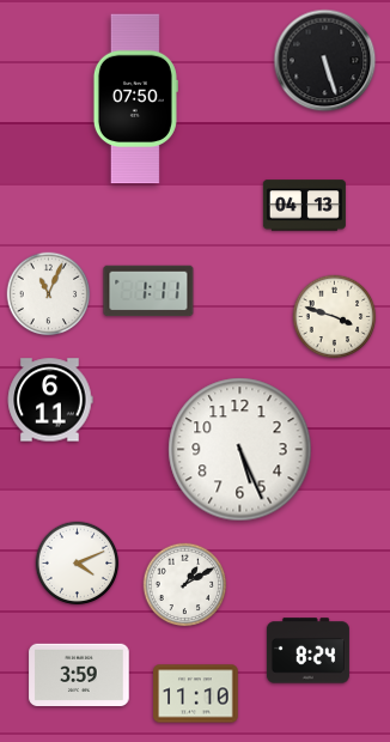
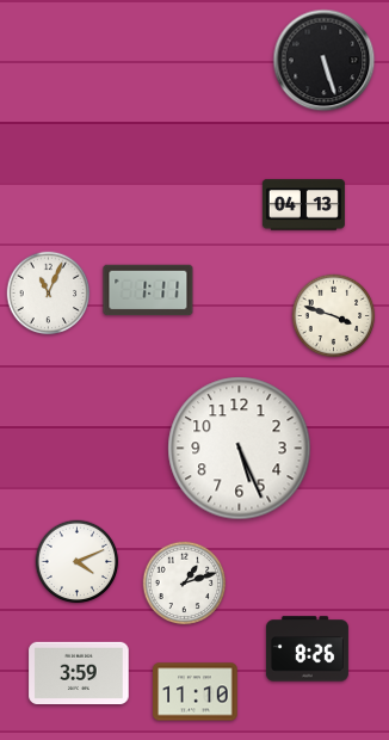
clock at (135, 99): 07:50 -> none
clock at (50, 400): 6:11 -> none
clock at (185, 585): 1:10 -> 1:12
clock at (307, 651): 8:24 -> 8:26
